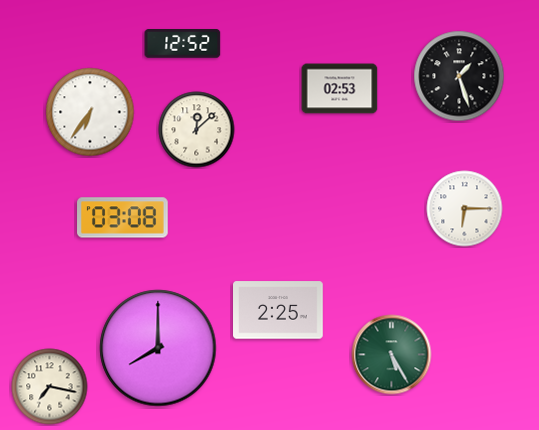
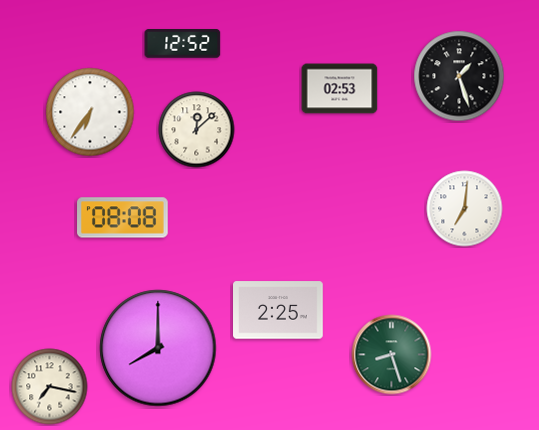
clock at (465, 209): 6:15 -> 7:01
clock at (123, 218): 03:08 -> 08:08
clock at (392, 355): 5:25 -> 8:27
